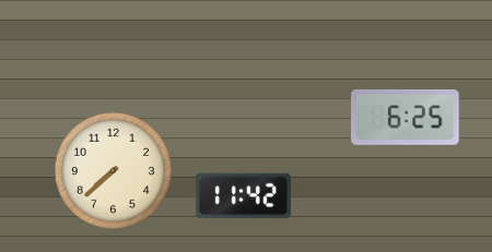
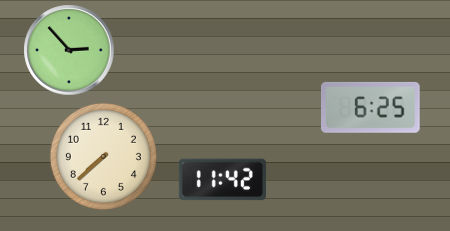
clock at (69, 50): none -> 2:53
